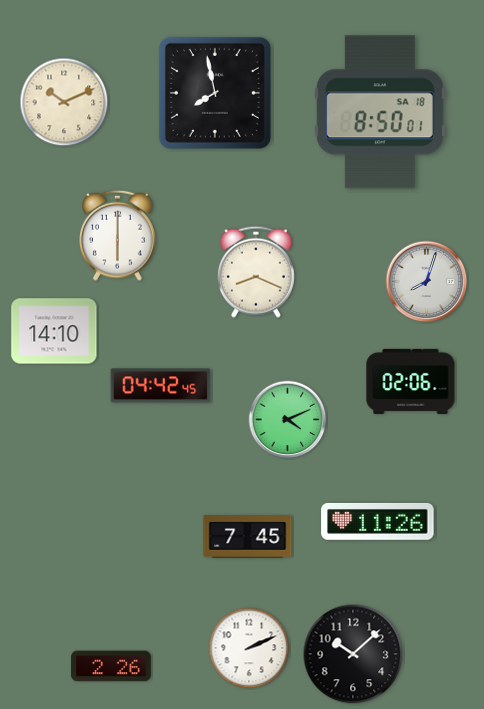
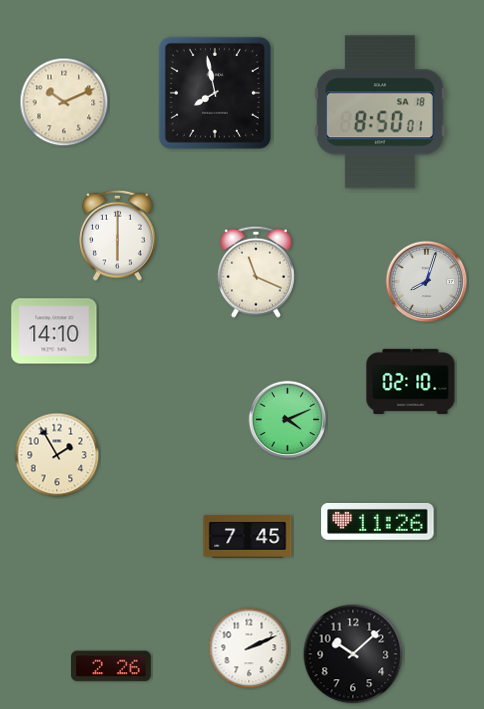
clock at (256, 272): 8:19 -> 11:19
clock at (411, 381): 02:06 -> 02:10
clock at (161, 386): 04:42 -> none
clock at (57, 455): none -> 1:55
